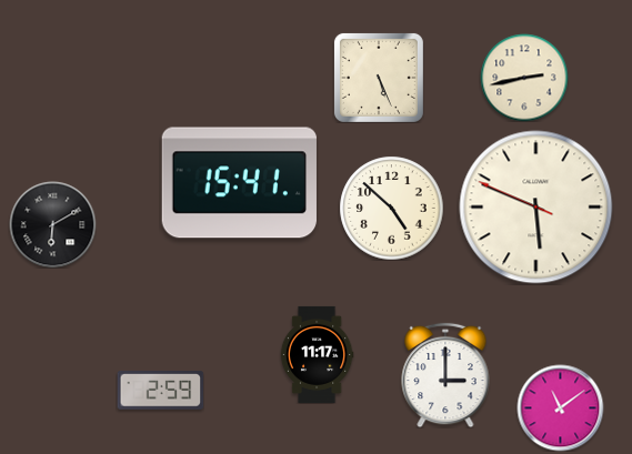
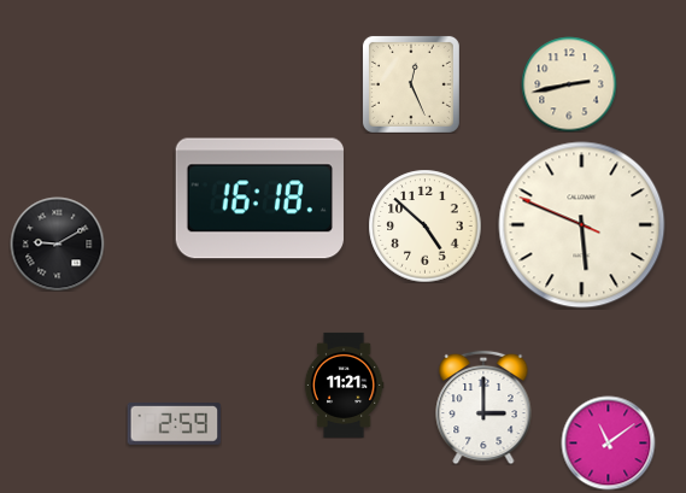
clock at (379, 78): 5:26 -> 12:26
clock at (239, 183): 15:41 -> 16:18
clock at (52, 224): 6:10 -> 9:10
clock at (317, 354): 11:17 -> 11:21
